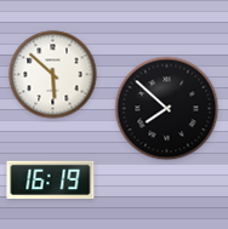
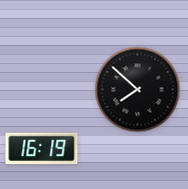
clock at (53, 75): 5:52 -> none
